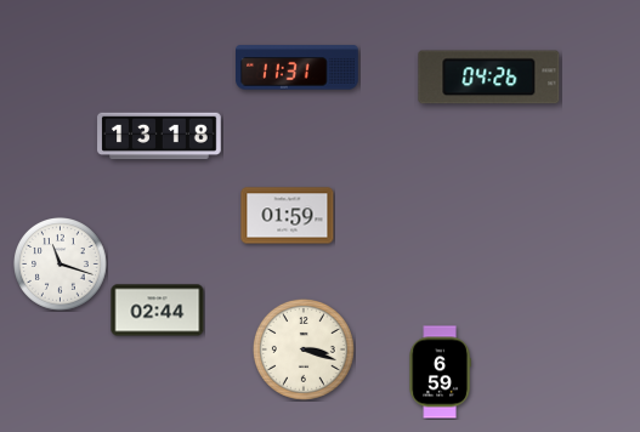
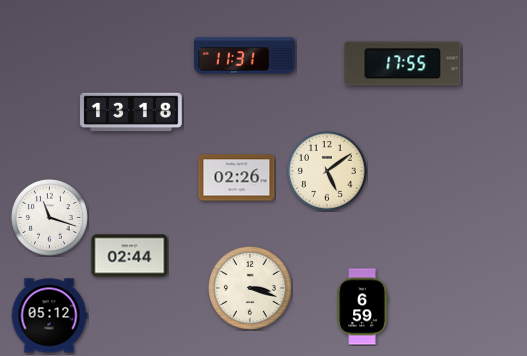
clock at (489, 78): 04:26 -> 17:55
clock at (328, 172): none -> 5:09
clock at (288, 216): 01:59 -> 02:26
clock at (49, 316): none -> 05:12
